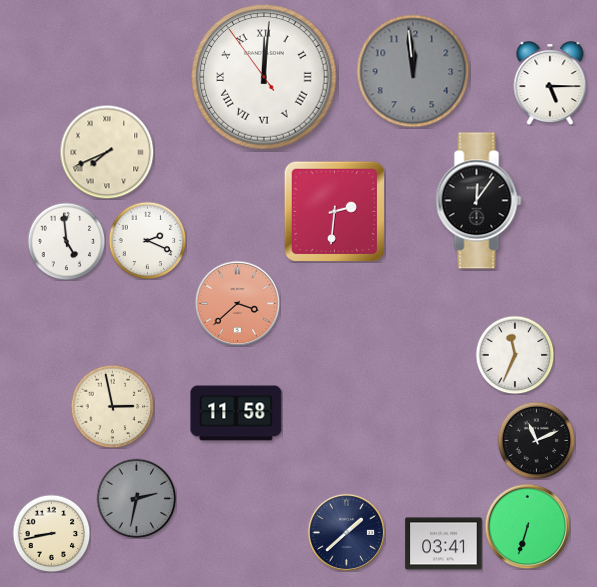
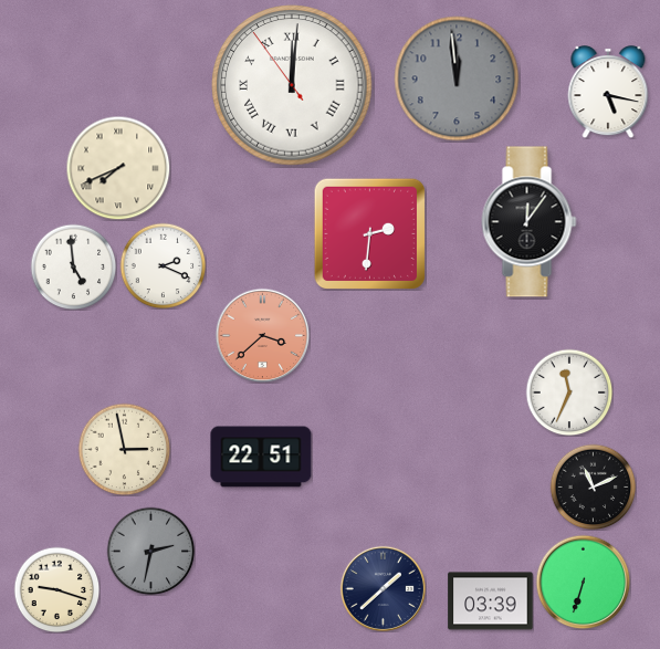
clock at (550, 83): 5:15 -> 5:17
clock at (236, 413): 11:58 -> 22:51
clock at (51, 533): 8:43 -> 9:18
clock at (444, 544): 03:41 -> 03:39
